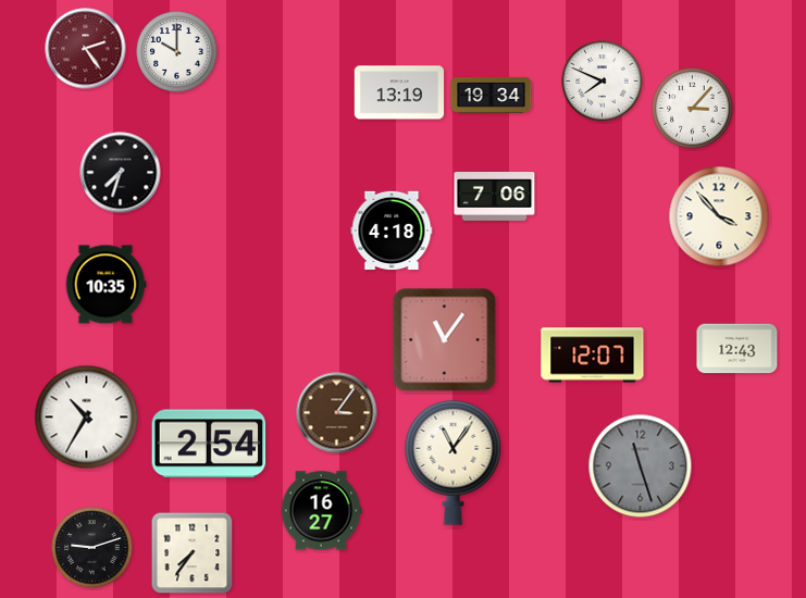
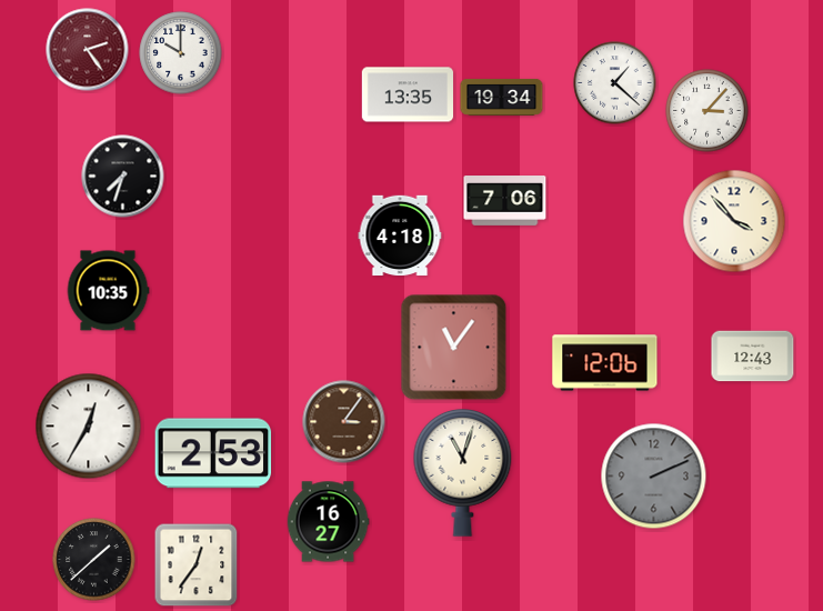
clock at (603, 82): 7:49 -> 1:22
clock at (399, 92): 13:19 -> 13:35
clock at (593, 356): 12:07 -> 12:06
clock at (87, 418): 10:35 -> 12:35
clock at (209, 444): 2:54 -> 2:53
clock at (454, 462): 11:06 -> 11:03
clock at (641, 466): 11:27 -> 2:11
clock at (92, 548): 9:12 -> 1:38
clock at (193, 553): 7:36 -> 12:36
